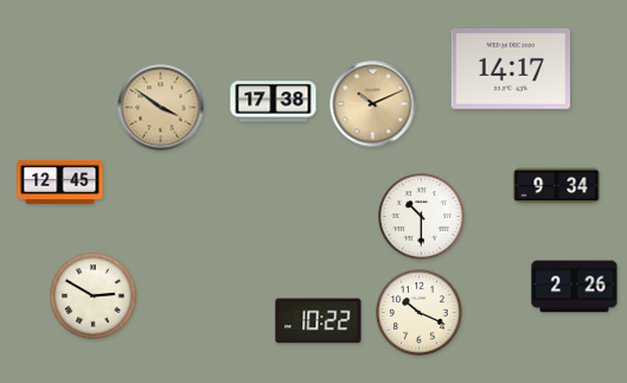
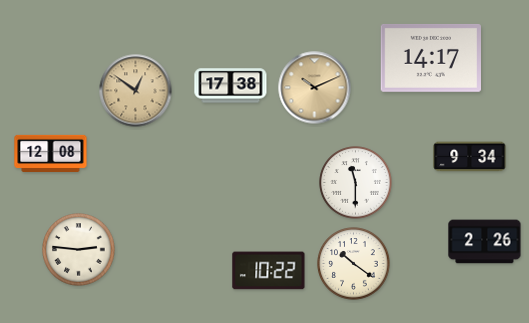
clock at (161, 108): 3:51 -> 12:51
clock at (60, 181): 12:45 -> 12:08
clock at (422, 217): 10:30 -> 11:30
clock at (94, 296): 2:50 -> 2:46
clock at (420, 313): 10:19 -> 10:21
